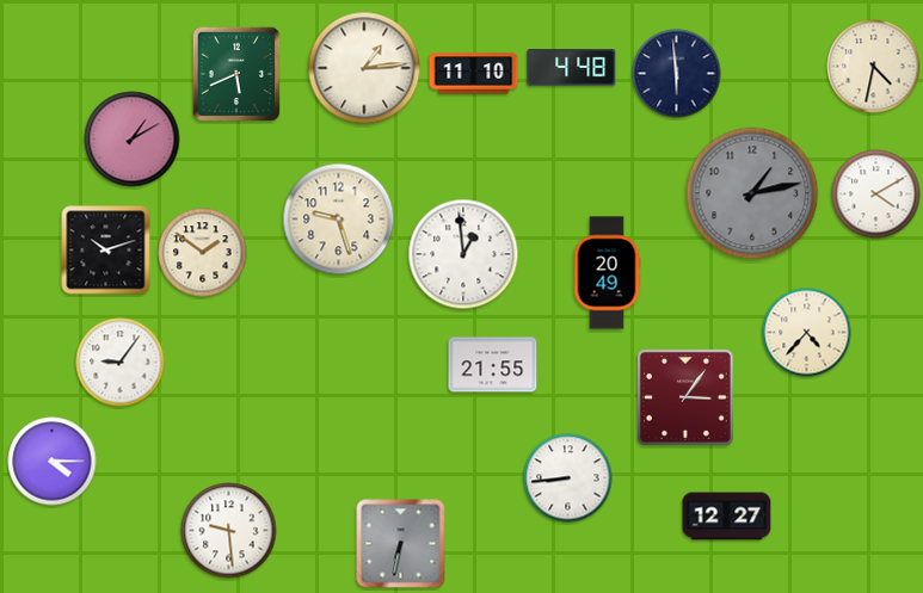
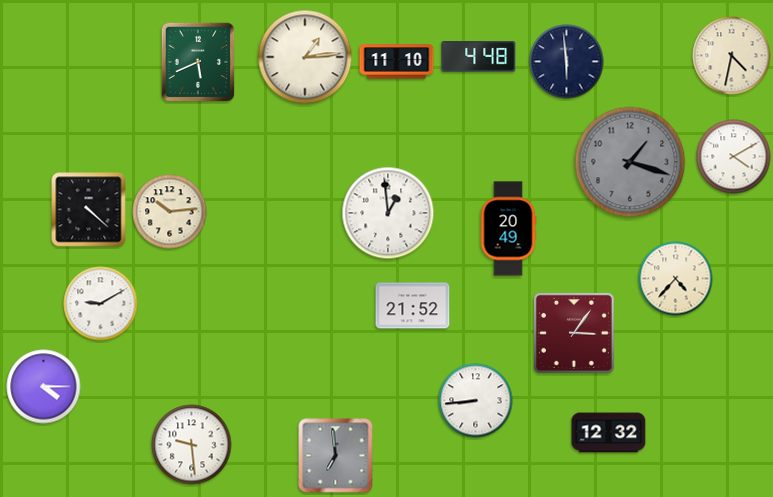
clock at (133, 140): 1:10 -> none
clock at (752, 193): 1:13 -> 1:18
clock at (876, 194) position: (876, 194) -> (734, 157)
clock at (339, 220): 9:27 -> none
clock at (106, 251): 10:12 -> 4:22
clock at (203, 253): 1:51 -> 10:14
clock at (121, 363): 9:06 -> 9:10
clock at (493, 365): 21:55 -> 21:52
clock at (727, 517): 12:27 -> 12:32
clock at (401, 544): 6:32 -> 6:59
